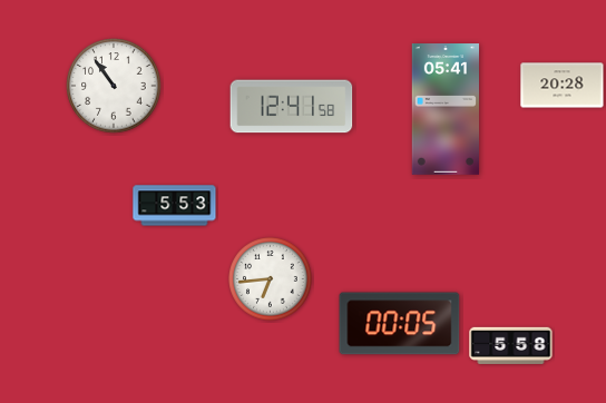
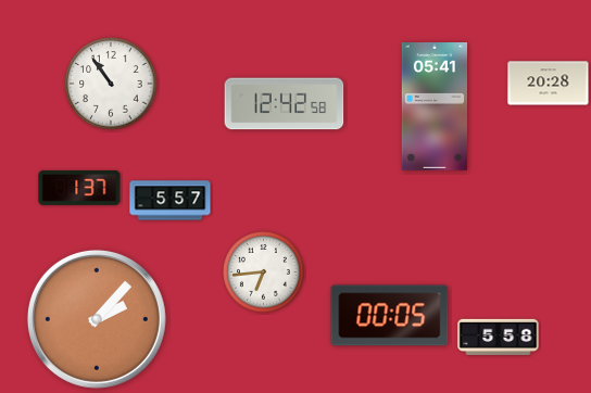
clock at (292, 107): 12:41 -> 12:42
clock at (79, 188): none -> 1:37
clock at (175, 206): 5:53 -> 5:57
clock at (97, 319): none -> 2:07
